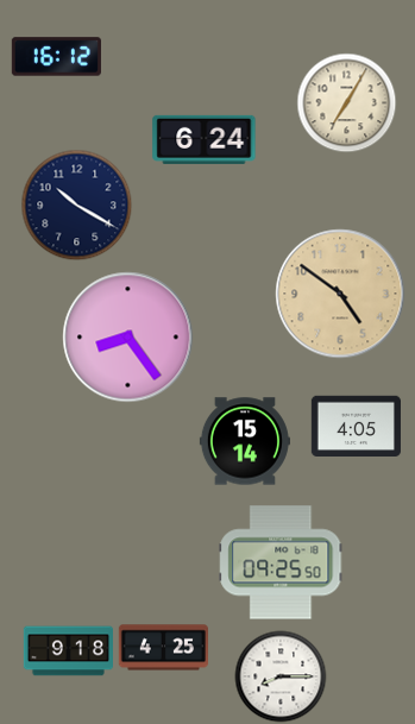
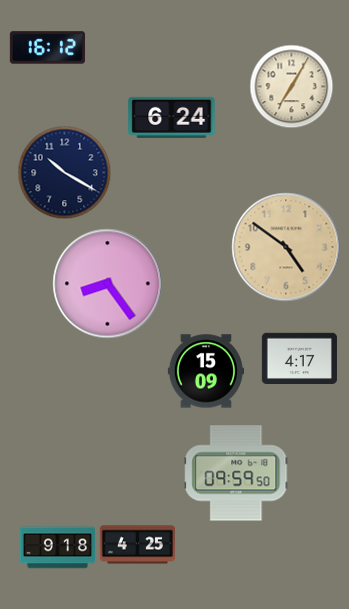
clock at (356, 426): 4:05 -> 4:17
clock at (245, 441): 15:14 -> 15:09
clock at (281, 562): 09:25 -> 09:59
clock at (281, 676): 8:15 -> none
